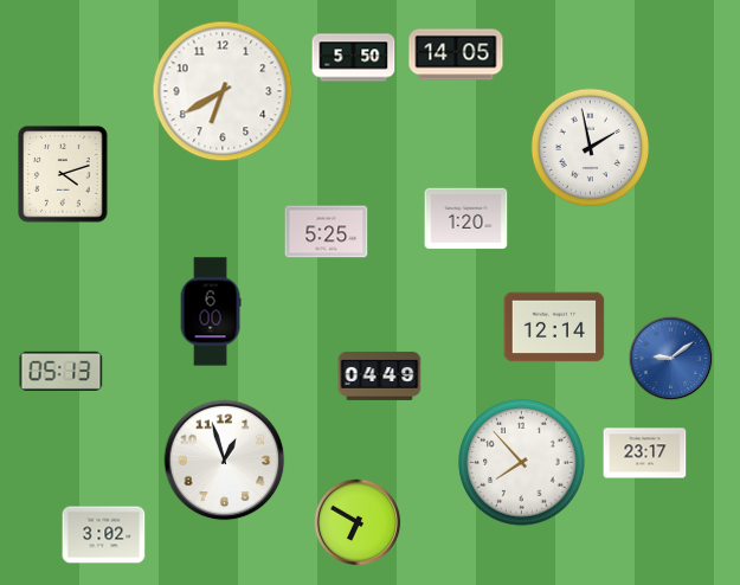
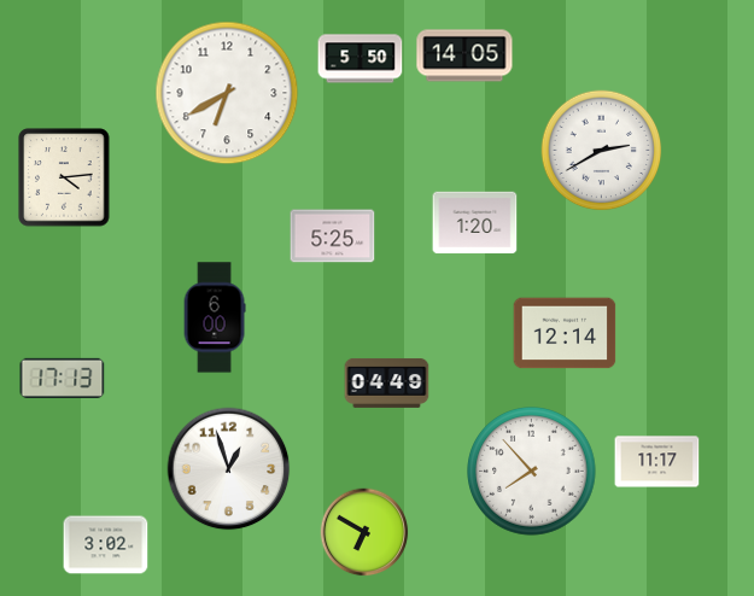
clock at (591, 148): 1:58 -> 2:40
clock at (63, 174): 4:12 -> 4:14
clock at (671, 359): 9:09 -> none
clock at (62, 371): 05:13 -> 17:13
clock at (645, 454): 23:17 -> 11:17
